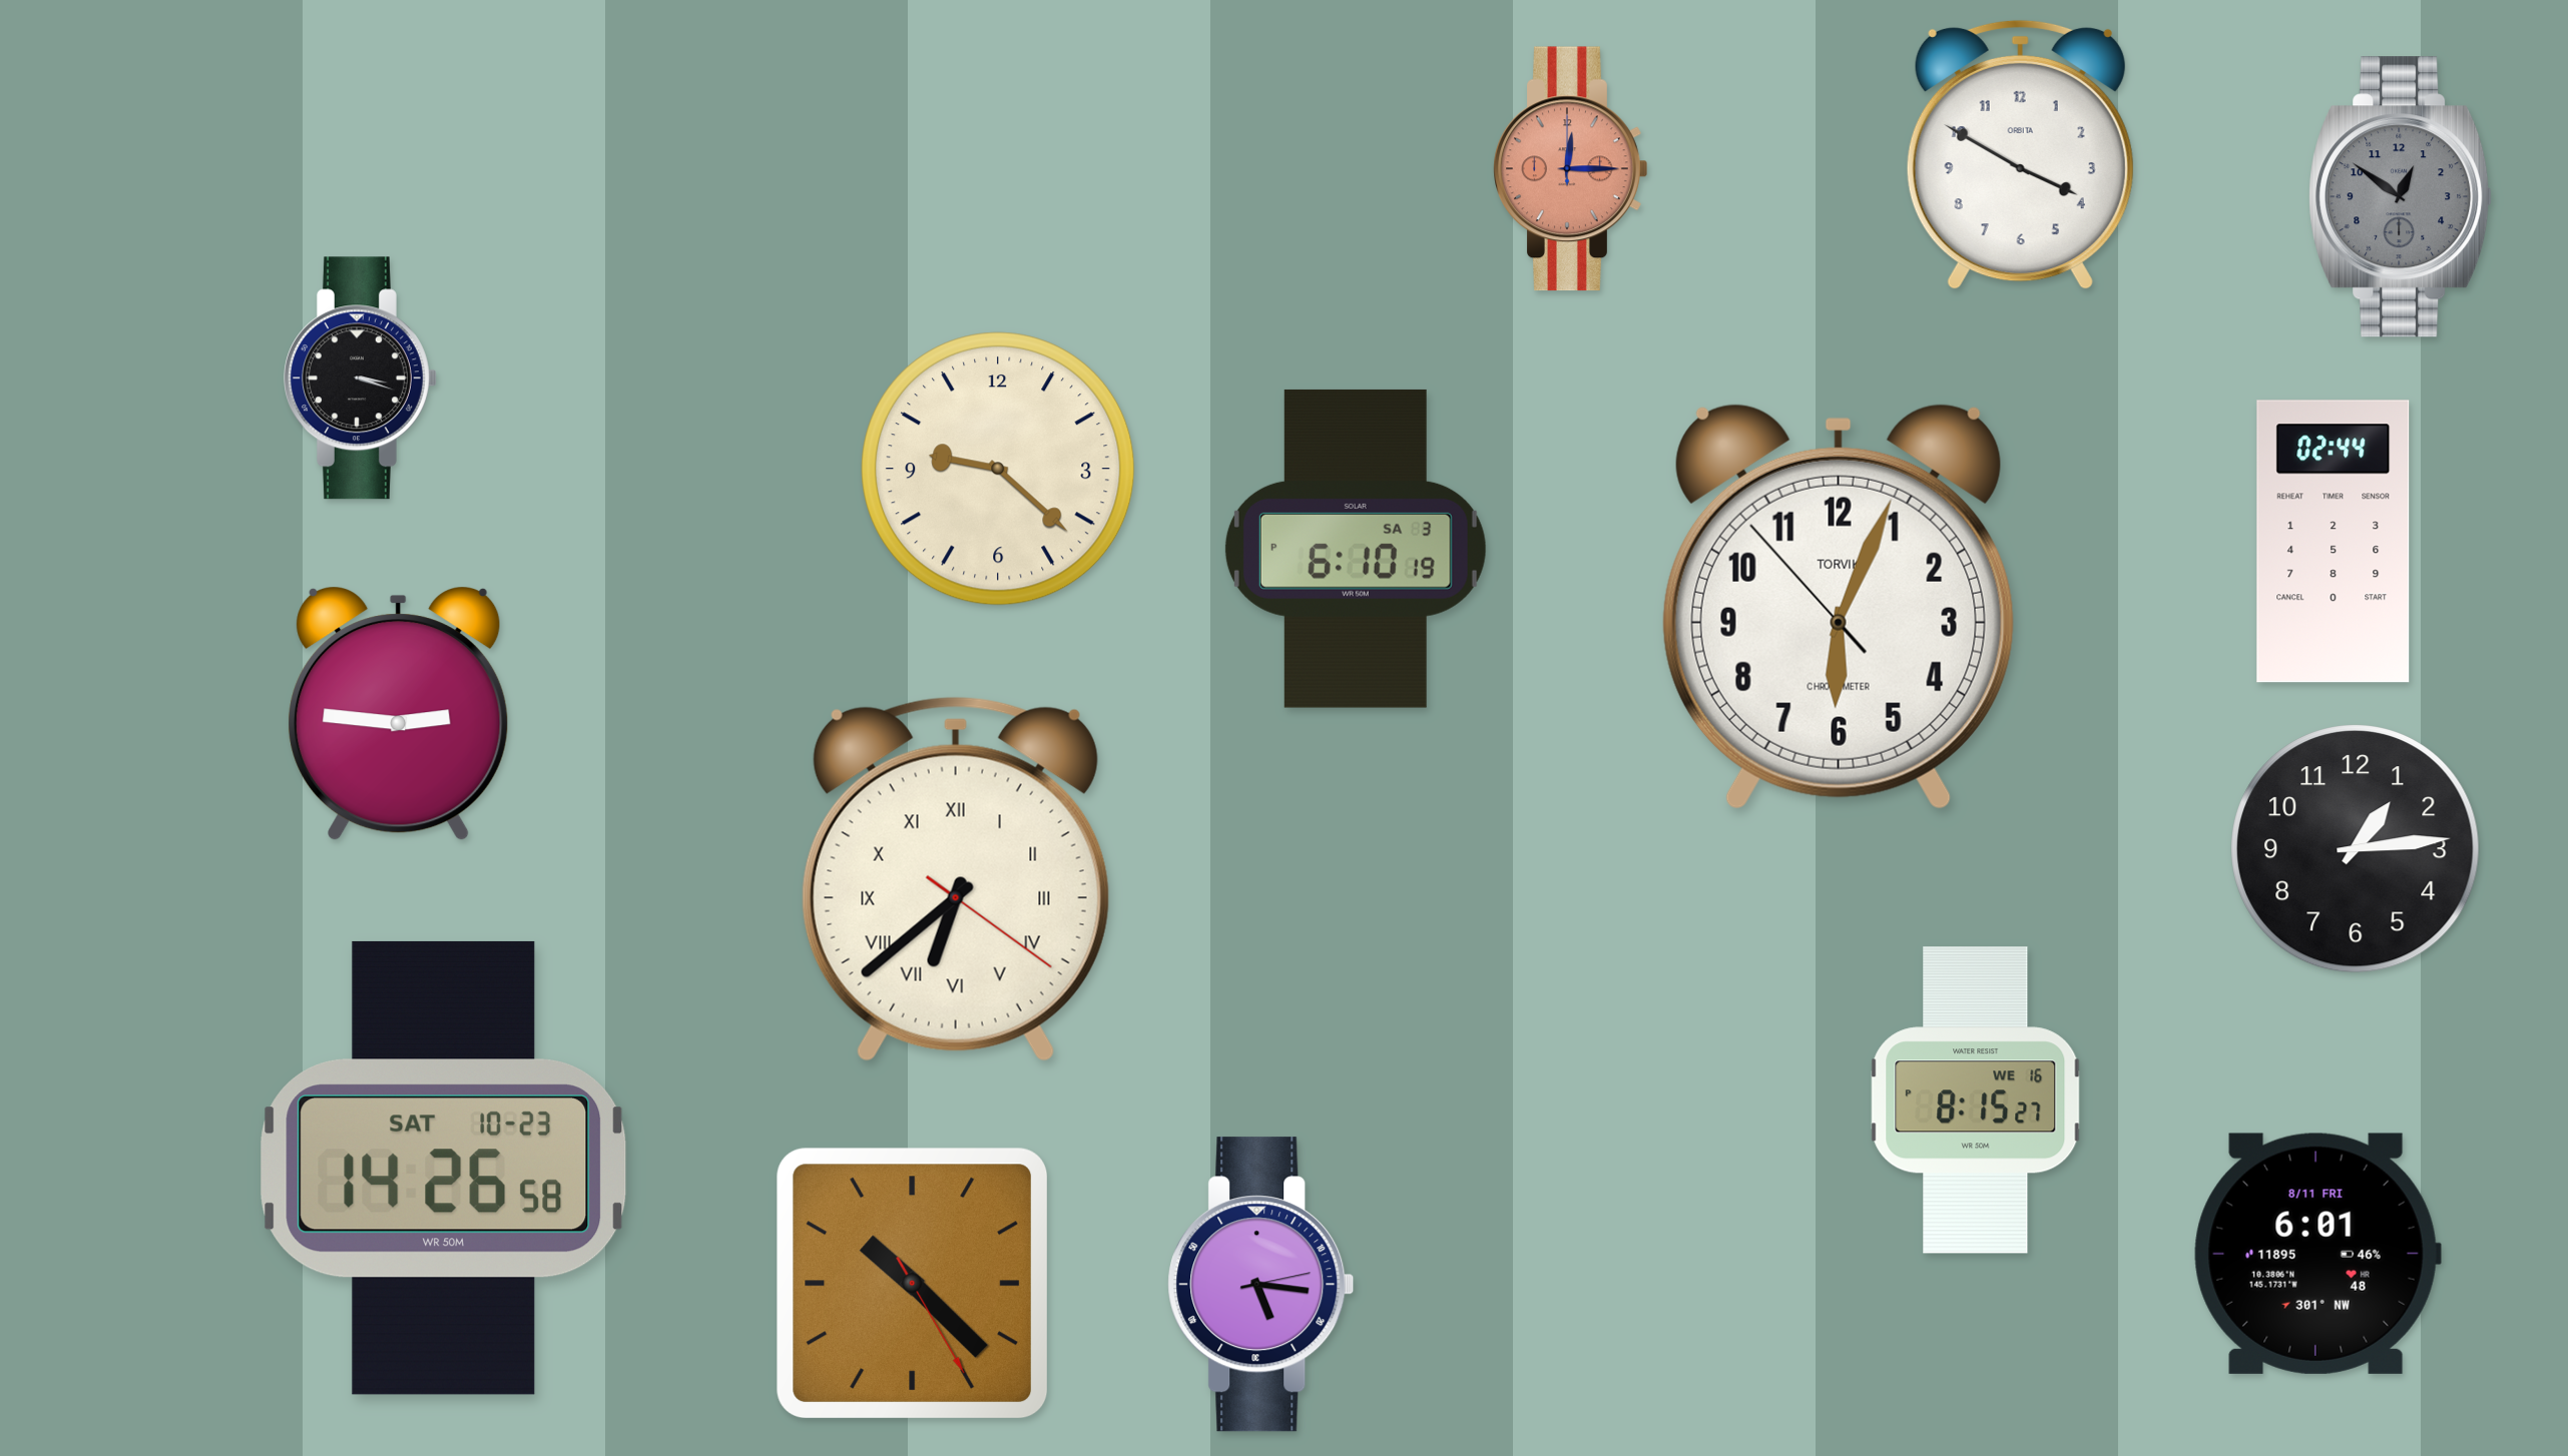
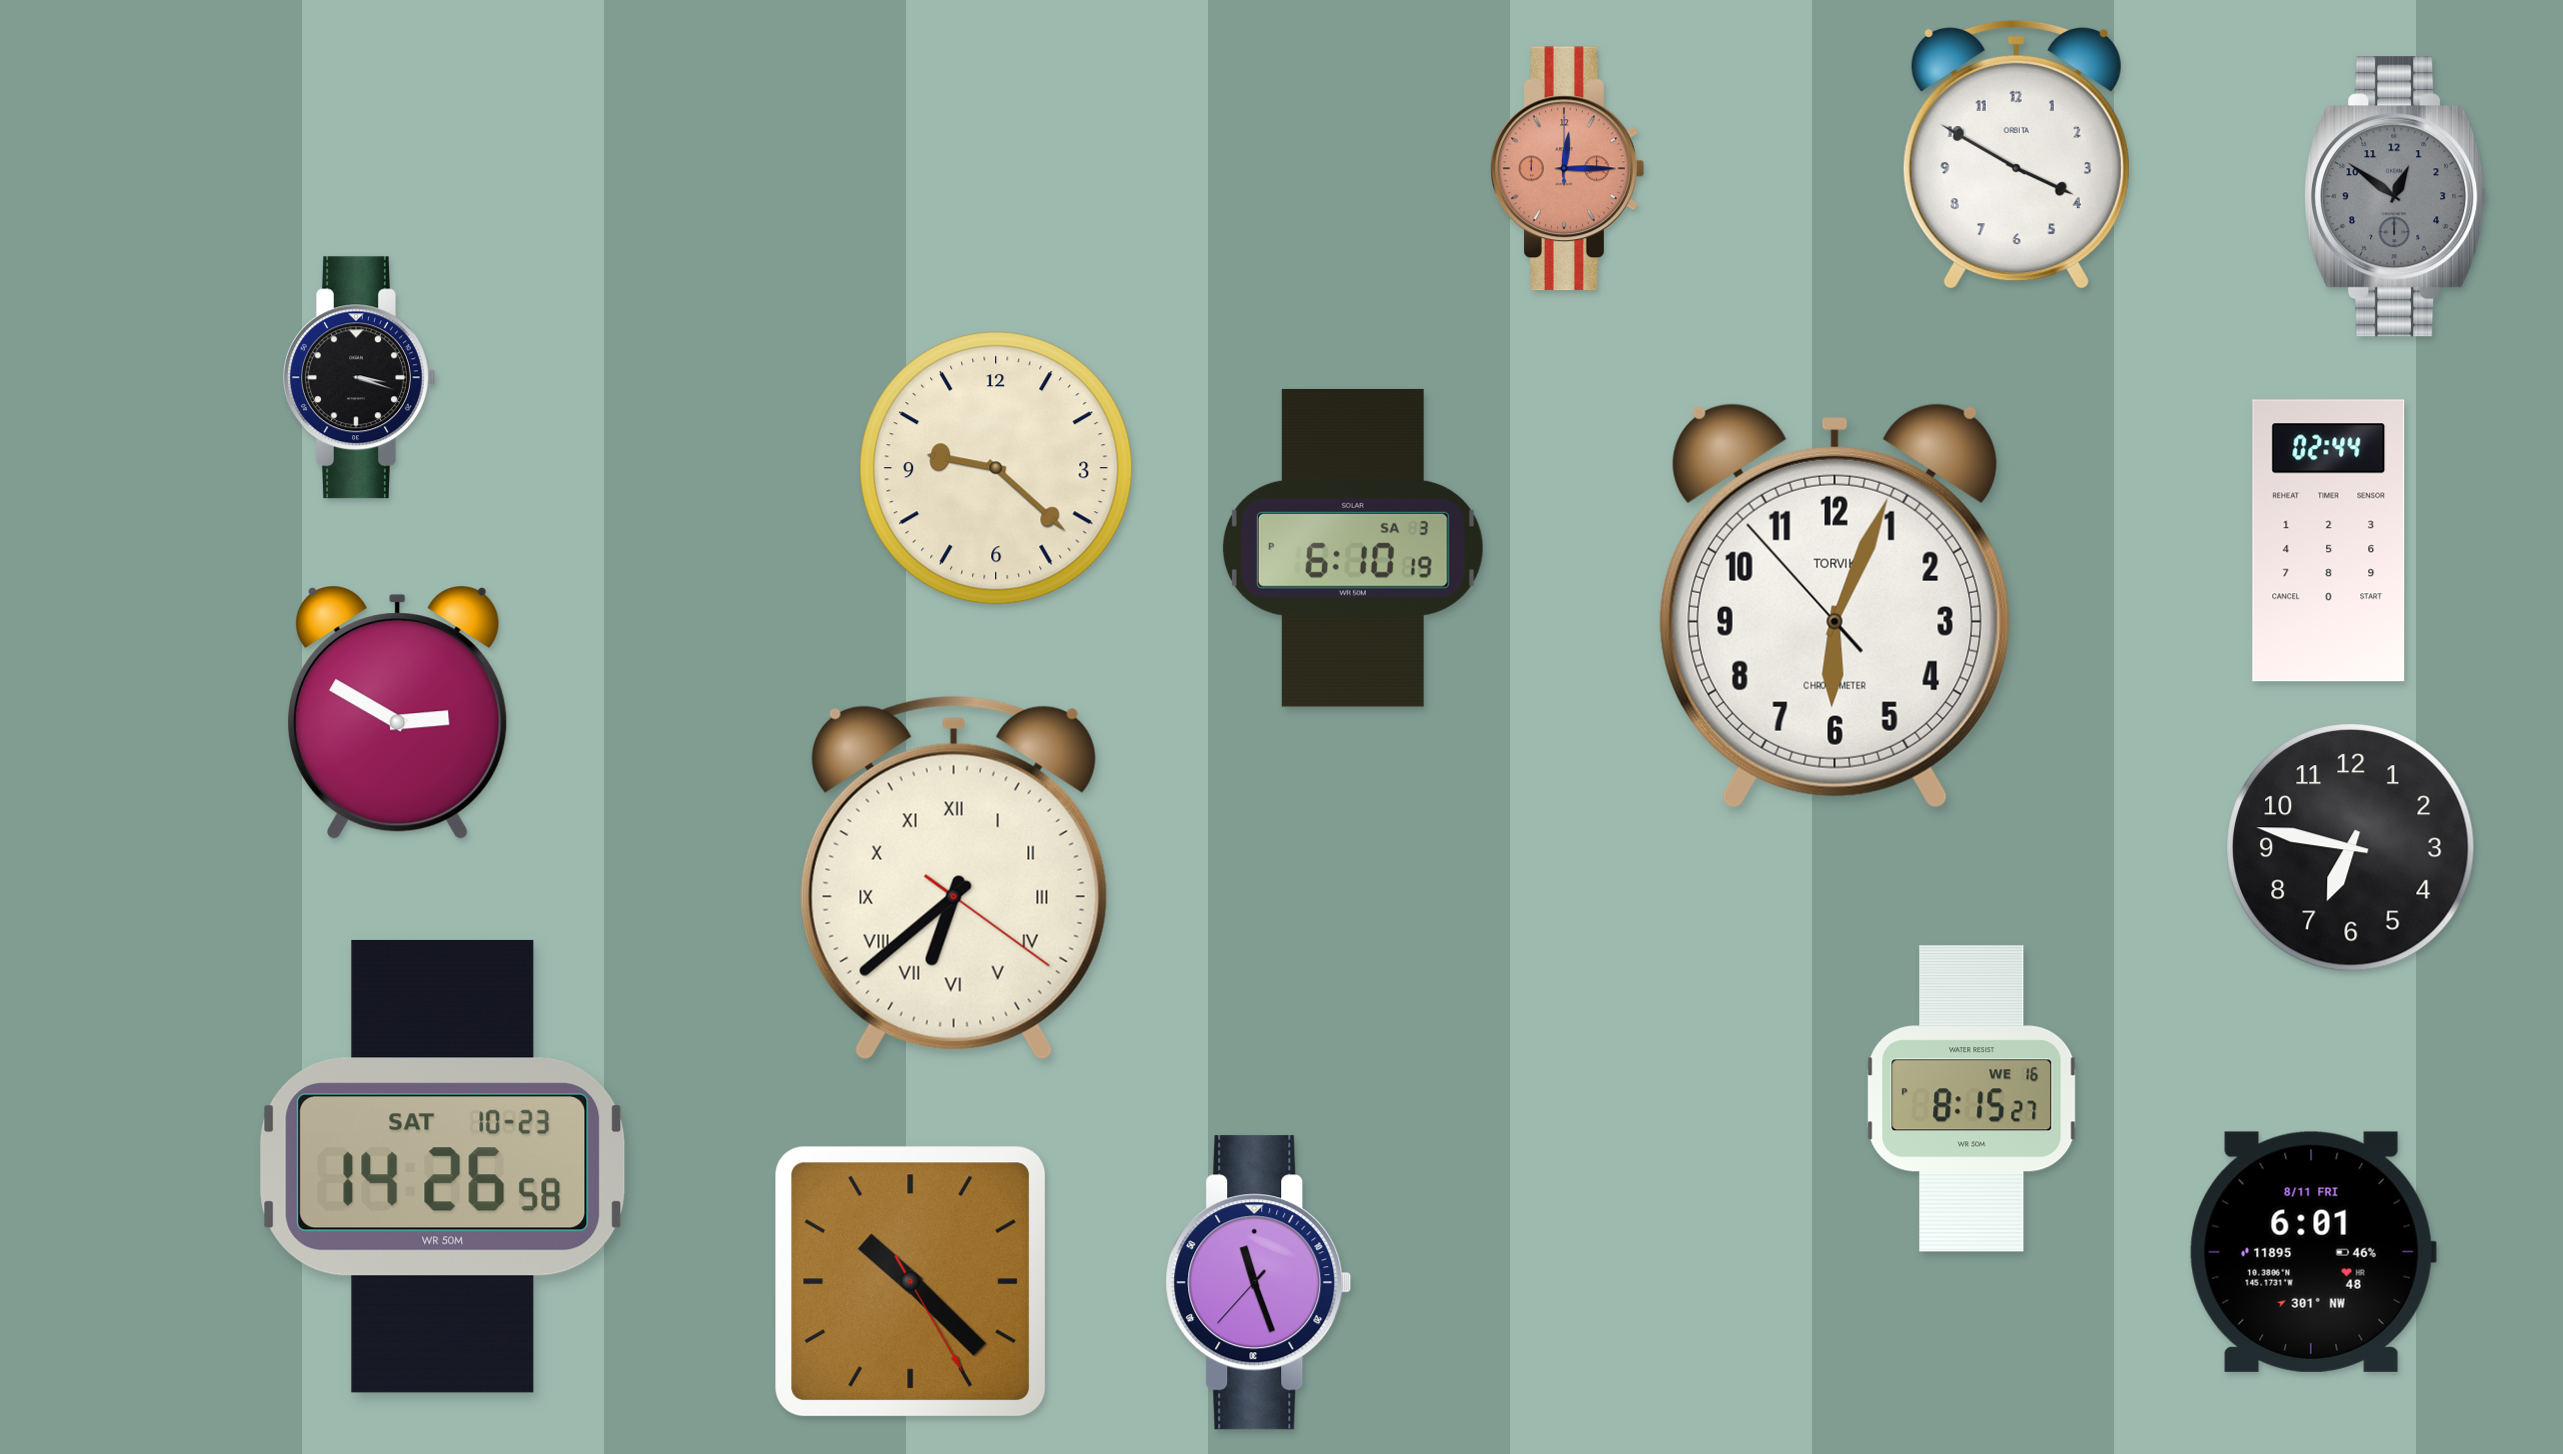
clock at (399, 713): 2:46 -> 2:50
clock at (2356, 849): 1:14 -> 6:47
clock at (1261, 1285): 5:16 -> 11:26
